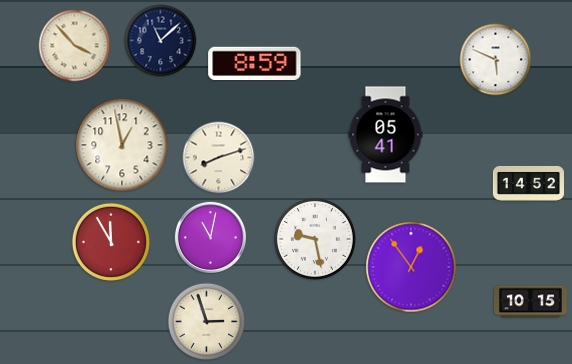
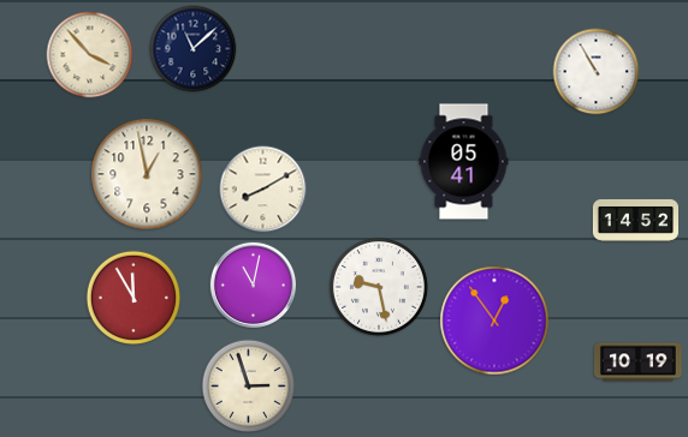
clock at (496, 60): 5:49 -> 10:55
clock at (255, 63): 8:59 -> none
clock at (219, 158): 8:12 -> 8:10
clock at (110, 241) position: (110, 241) -> (132, 297)
clock at (530, 302): 10:15 -> 10:19
